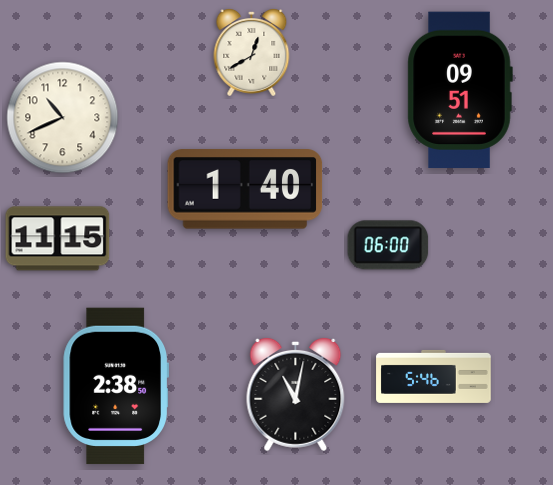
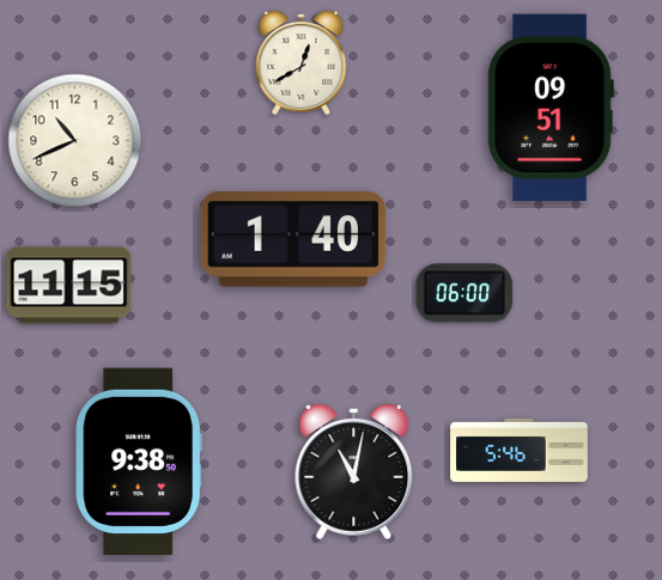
clock at (245, 189) position: (245, 189) -> (293, 239)
clock at (116, 386): 2:38 -> 9:38
